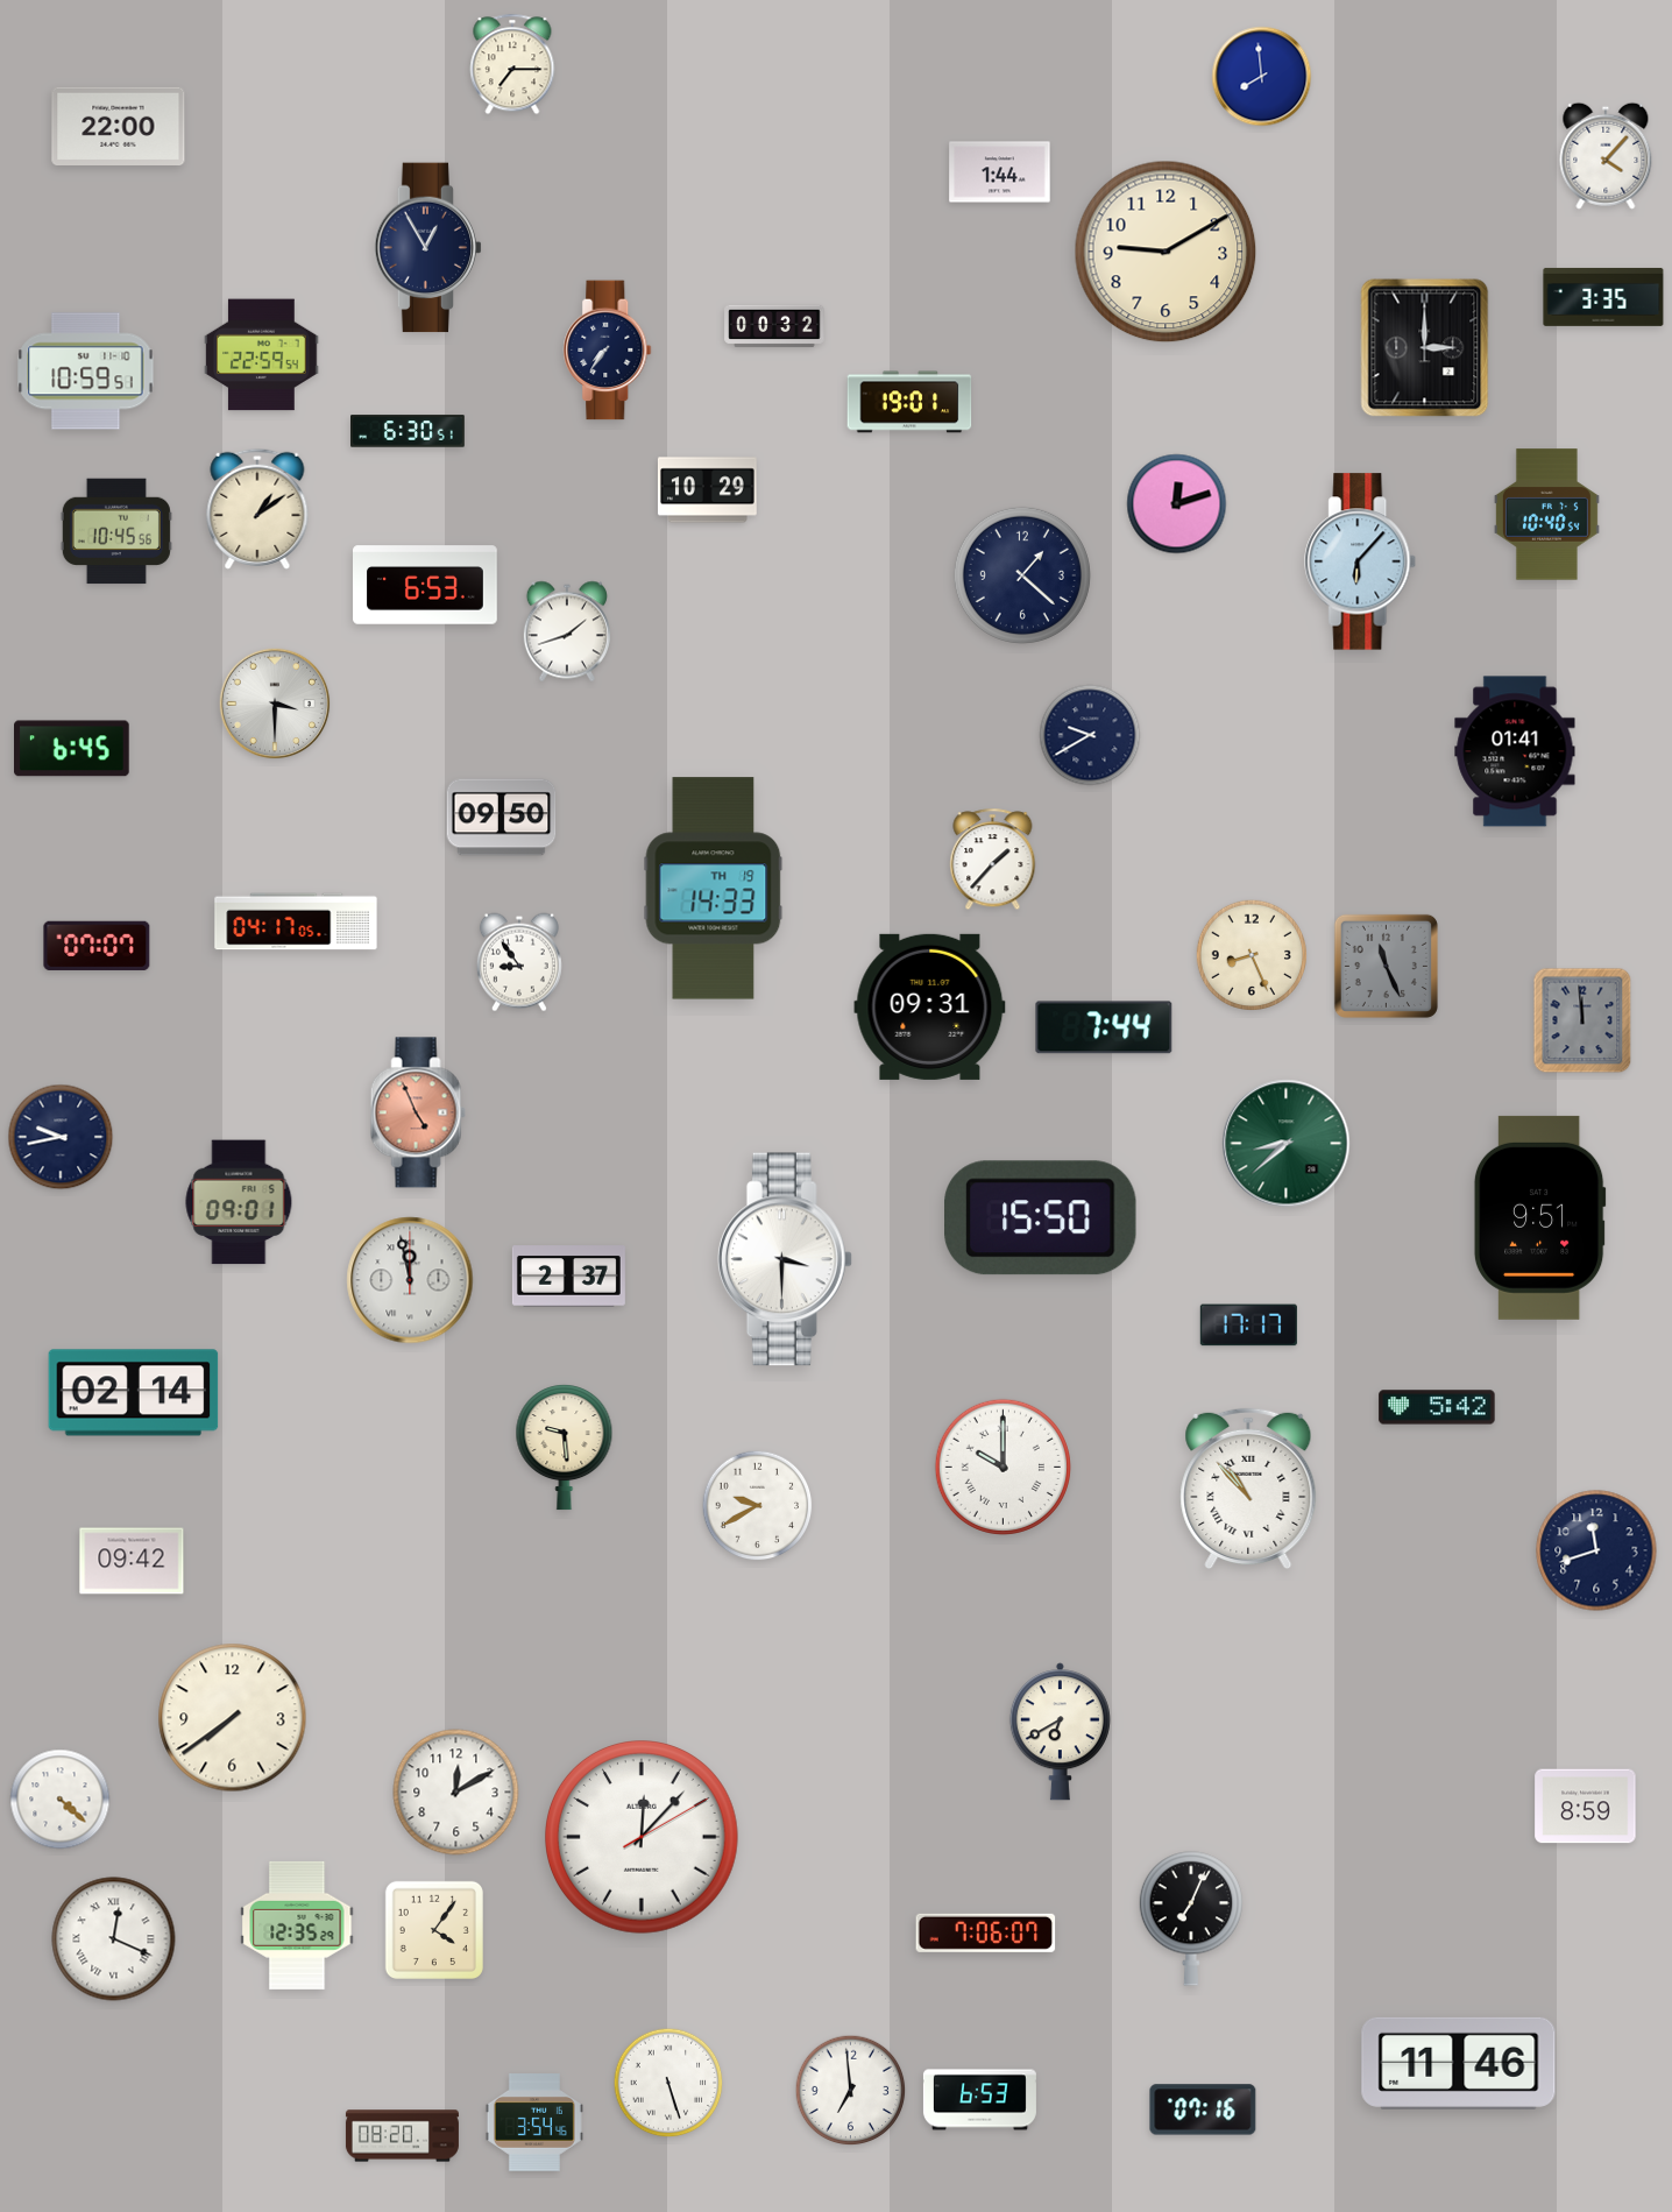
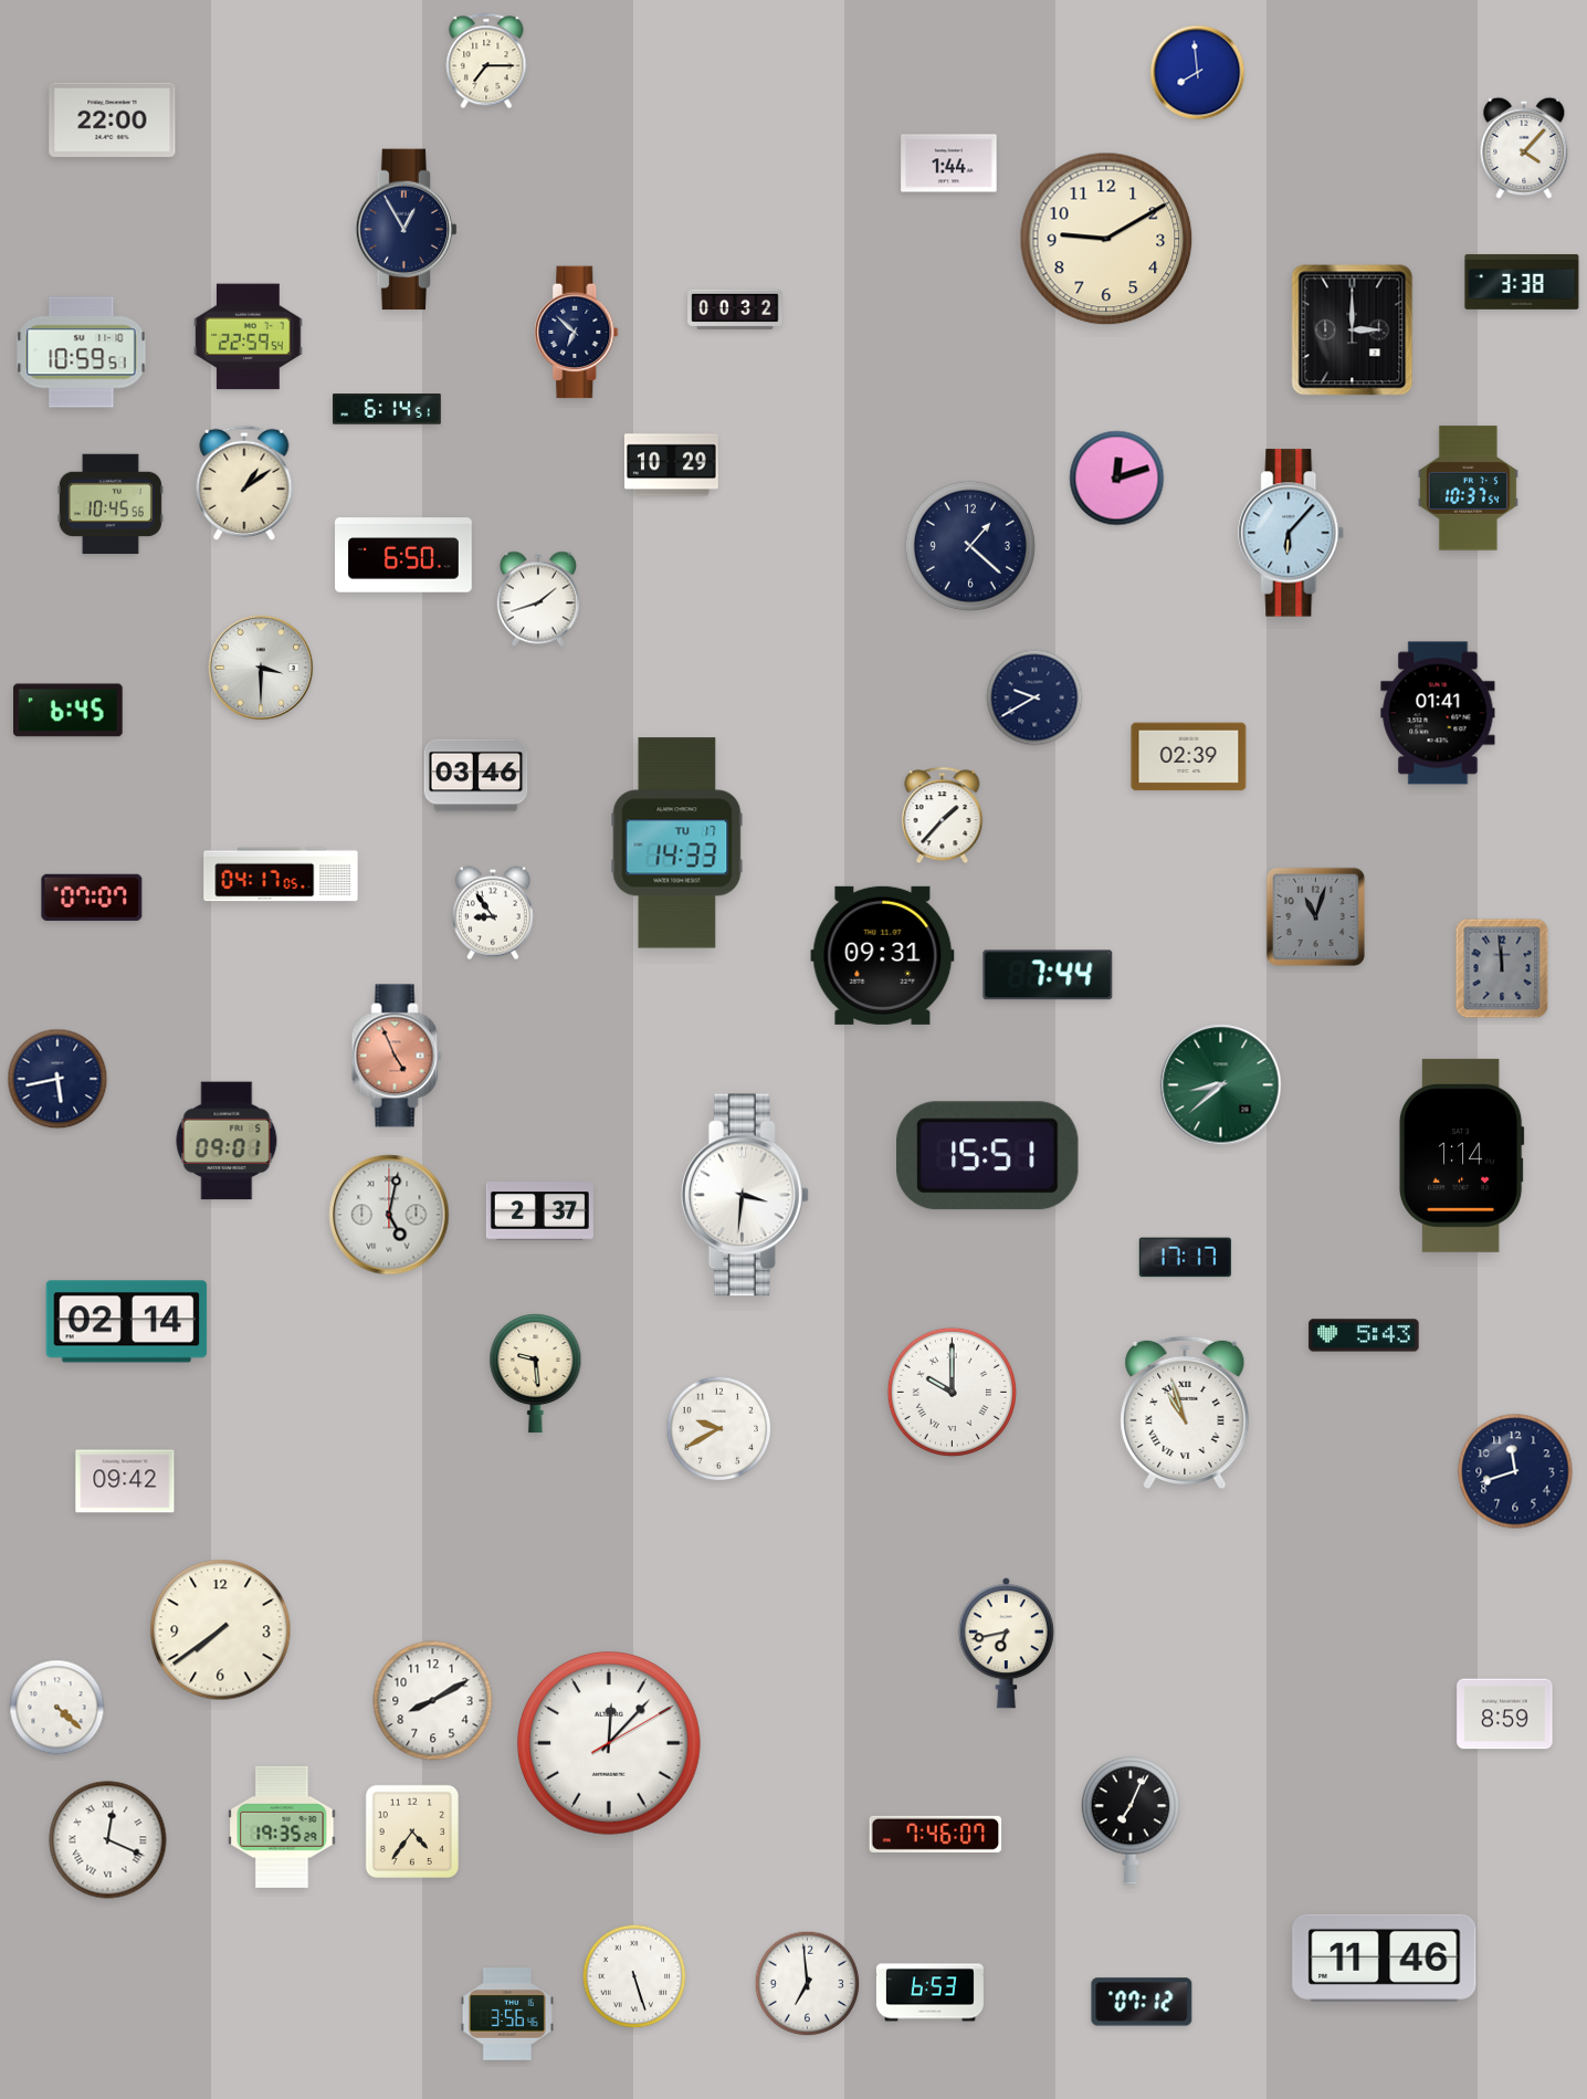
clock at (428, 248) position: (428, 248) -> (407, 230)
clock at (1603, 297): 3:35 -> 3:38
clock at (608, 351): 7:36 -> 6:52
clock at (909, 402): 19:01 -> none
clock at (409, 431): 6:30 -> 6:14
clock at (1546, 515): 10:40 -> 10:37
clock at (426, 585): 6:53 -> 6:50
clock at (1189, 757): none -> 02:39
clock at (502, 818): 09:50 -> 03:46
clock at (714, 889) date: TH 19 -> TU 17
clock at (1251, 954): 8:26 -> none
clock at (1386, 966): 11:26 -> 11:03
clock at (61, 1137): 9:43 -> 5:43
clock at (1539, 1217): 9:51 -> 1:14
clock at (1040, 1218): 15:50 -> 15:51
clock at (785, 1259): 3:30 -> 3:31
clock at (410, 1280): 11:58 -> 5:02
clock at (1437, 1407): 5:42 -> 5:43
clock at (1248, 1489): 10:53 -> 10:57
clock at (1060, 1732): 6:40 -> 6:43
clock at (456, 1793): 12:10 -> 8:10
clock at (297, 1925): 12:35 -> 19:35
clock at (434, 1930): 4:06 -> 4:36
clock at (986, 1932): 7:06 -> 7:46
clock at (1203, 2109): 07:16 -> 07:12
clock at (534, 2122): 3:54 -> 3:56
clock at (402, 2136): 08:20 -> none
